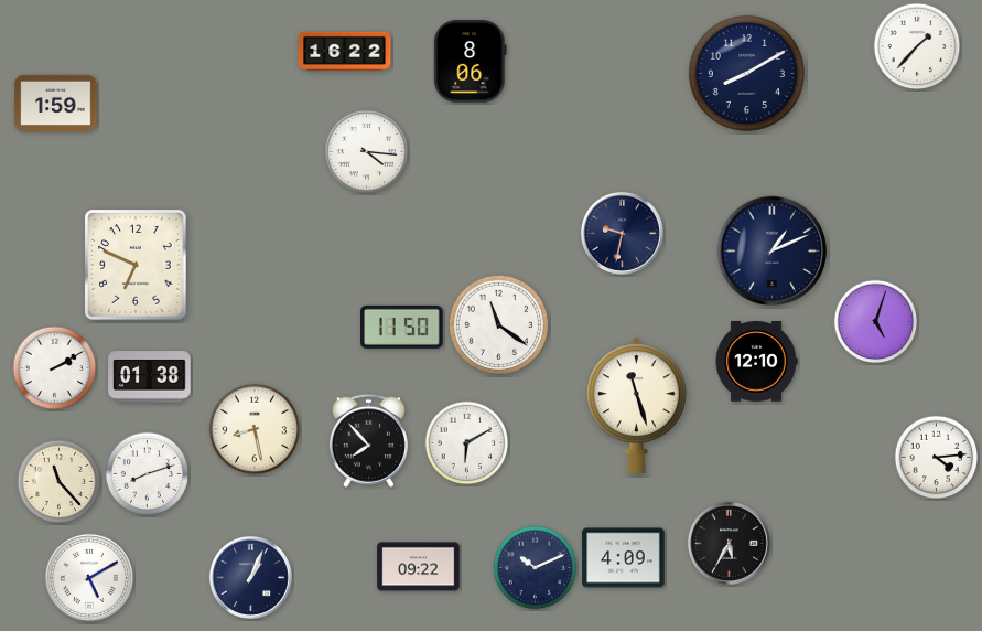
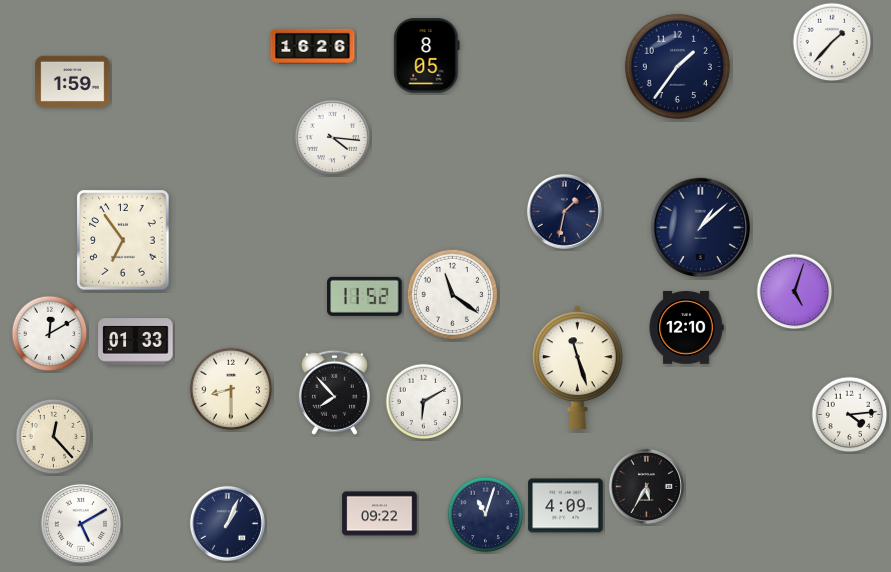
clock at (345, 51): 16:22 -> 16:26
clock at (471, 62): 8:06 -> 8:05
clock at (746, 73): 8:10 -> 1:36
clock at (56, 103) position: (56, 103) -> (73, 81)
clock at (622, 233): 9:32 -> 1:32
clock at (773, 252): 1:11 -> 1:08
clock at (136, 265): 6:49 -> 6:54
clock at (402, 327): 11:50 -> 11:52
clock at (55, 368): 2:10 -> 12:10
clock at (150, 377): 01:38 -> 01:33
clock at (255, 429): 8:28 -> 8:30
clock at (368, 440) position: (368, 440) -> (334, 392)
clock at (148, 474): 8:12 -> none
clock at (60, 482): 11:23 -> 12:23
clock at (729, 543) position: (729, 543) -> (646, 486)
clock at (536, 568): 10:11 -> 11:03
